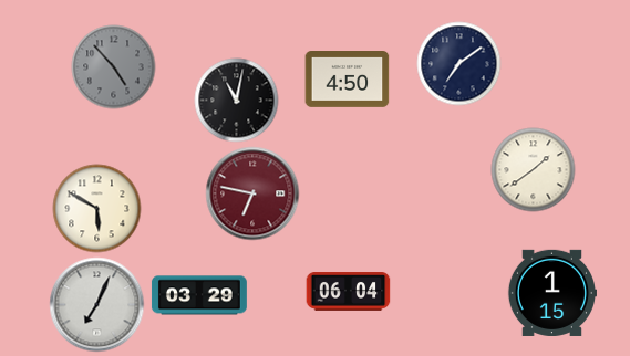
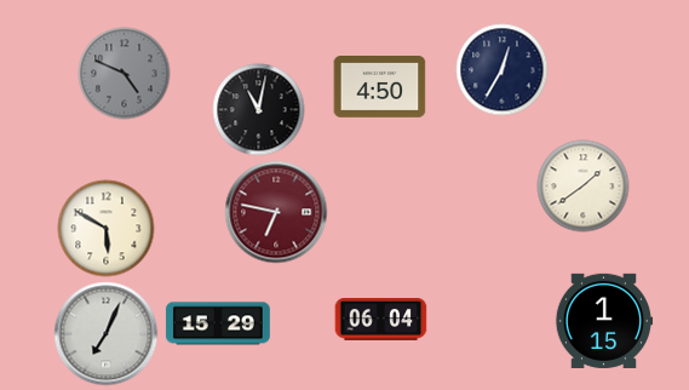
clock at (459, 64): 7:09 -> 12:35
clock at (114, 67): 4:53 -> 4:49
clock at (199, 295): 03:29 -> 15:29
